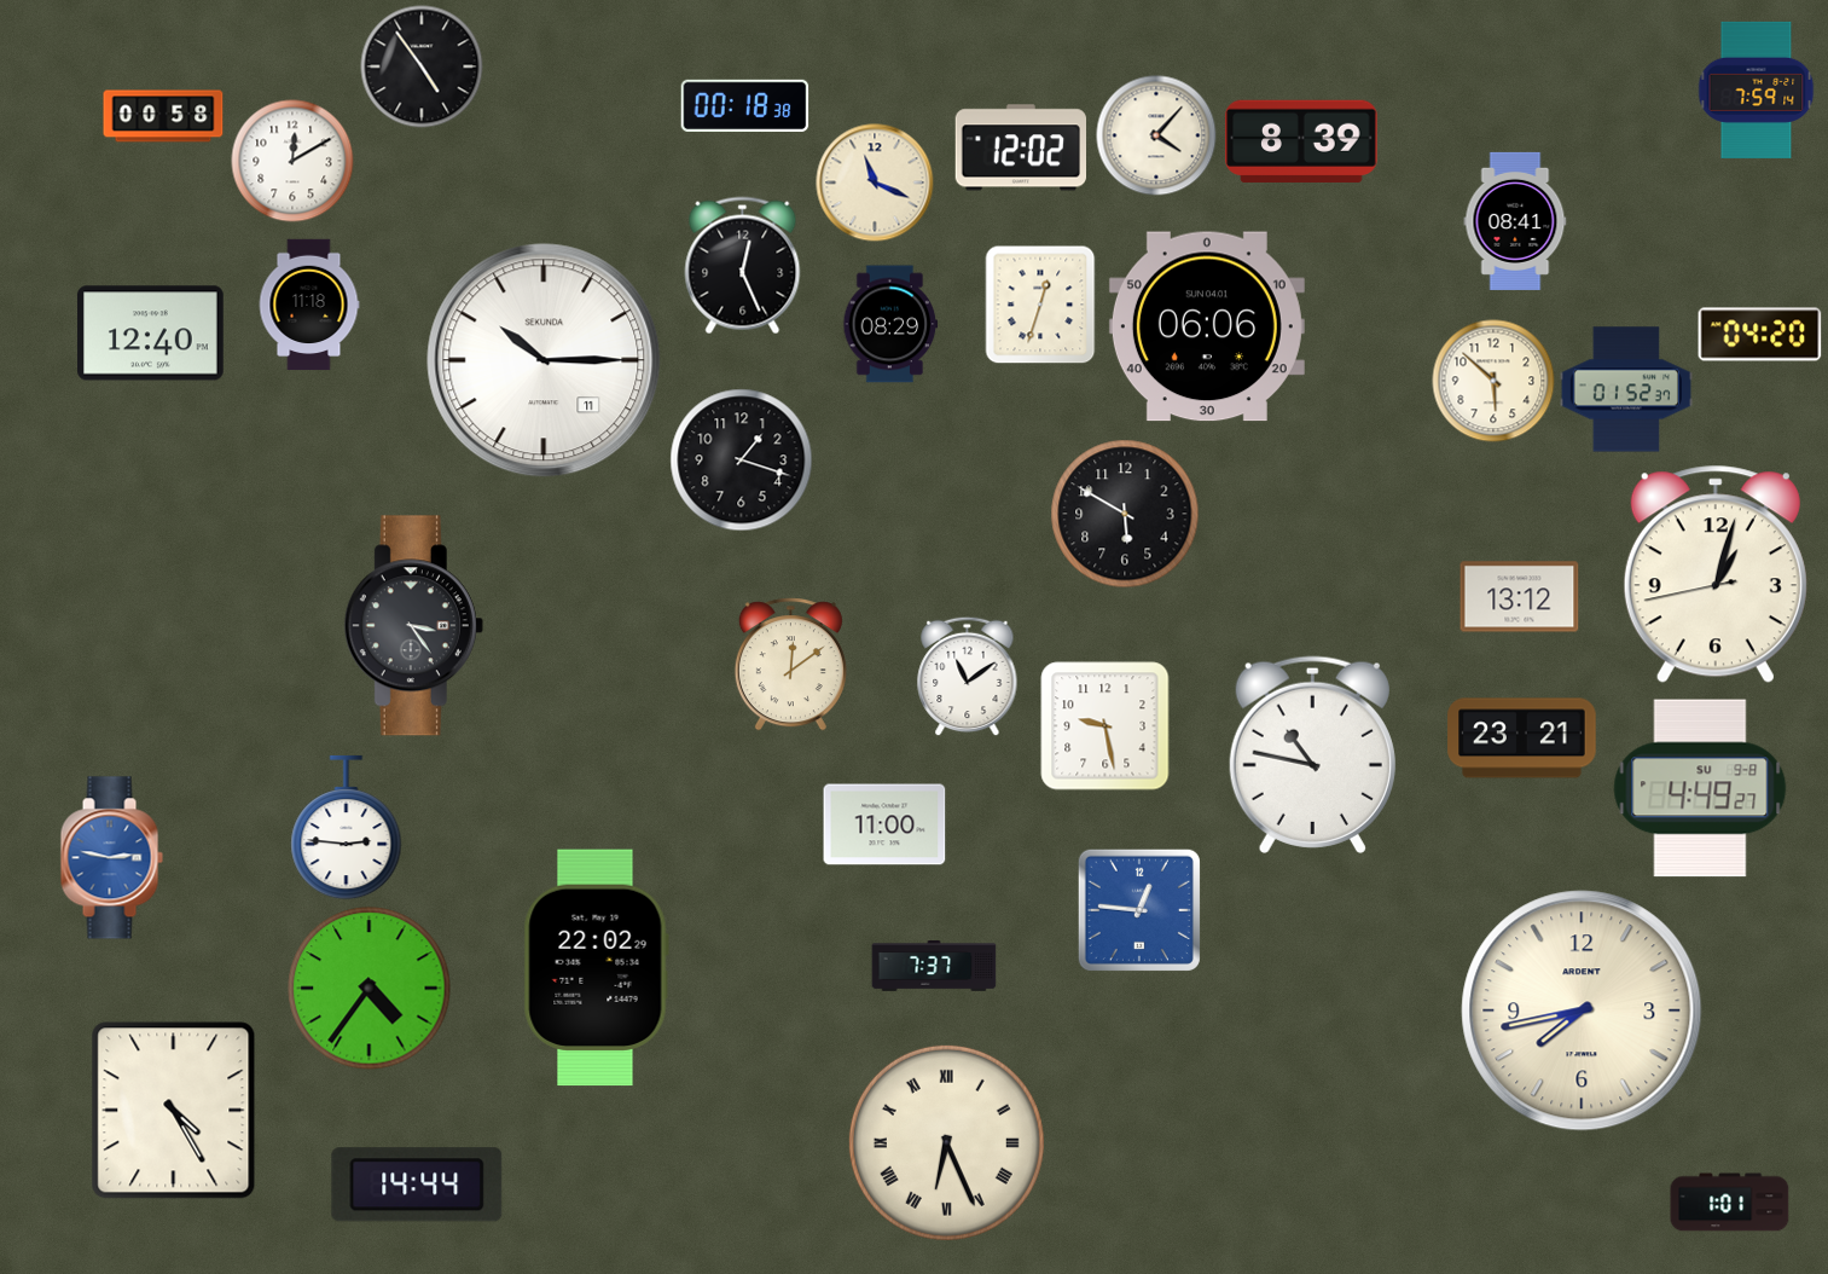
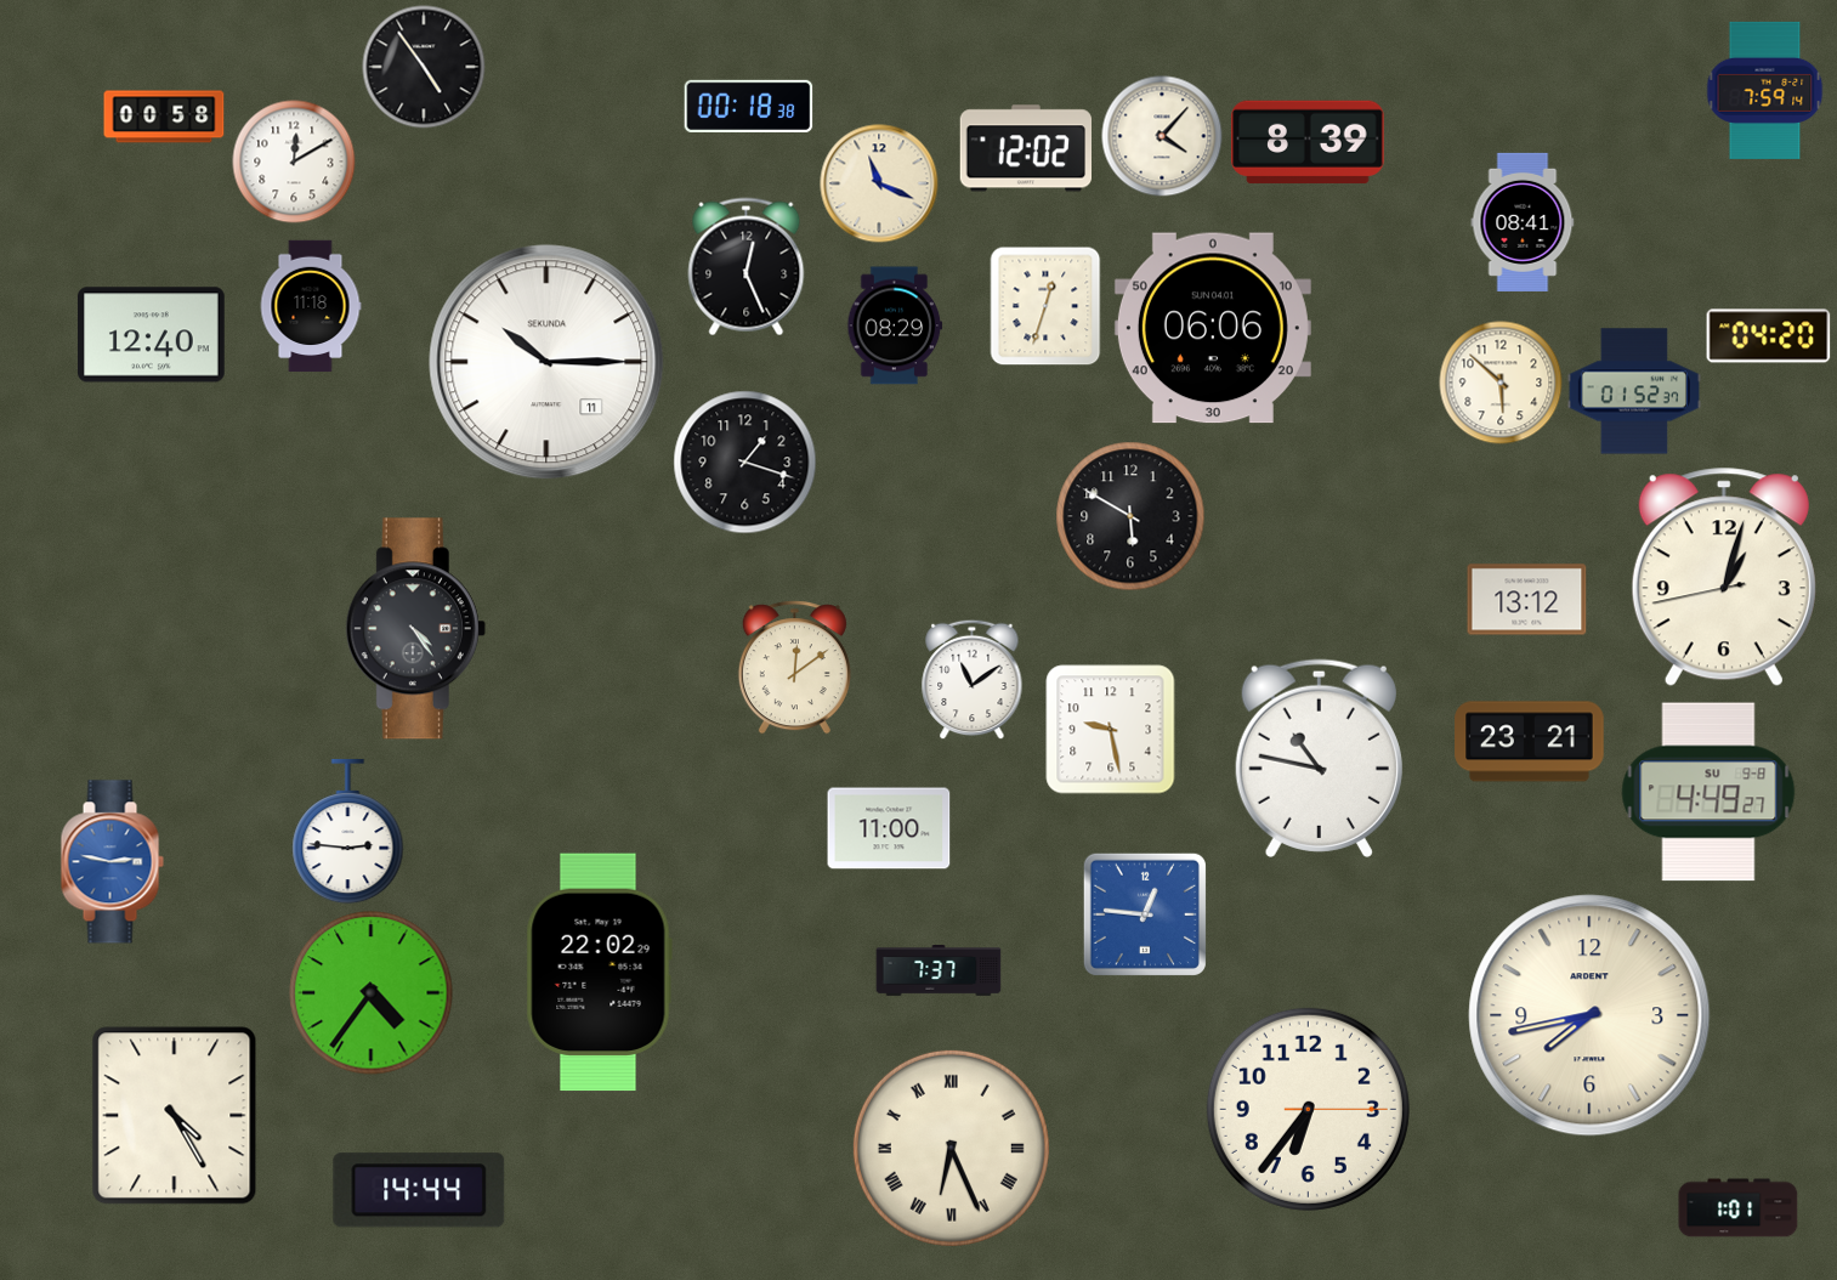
clock at (413, 626): 3:24 -> 4:24
clock at (1308, 1109): none -> 6:36
